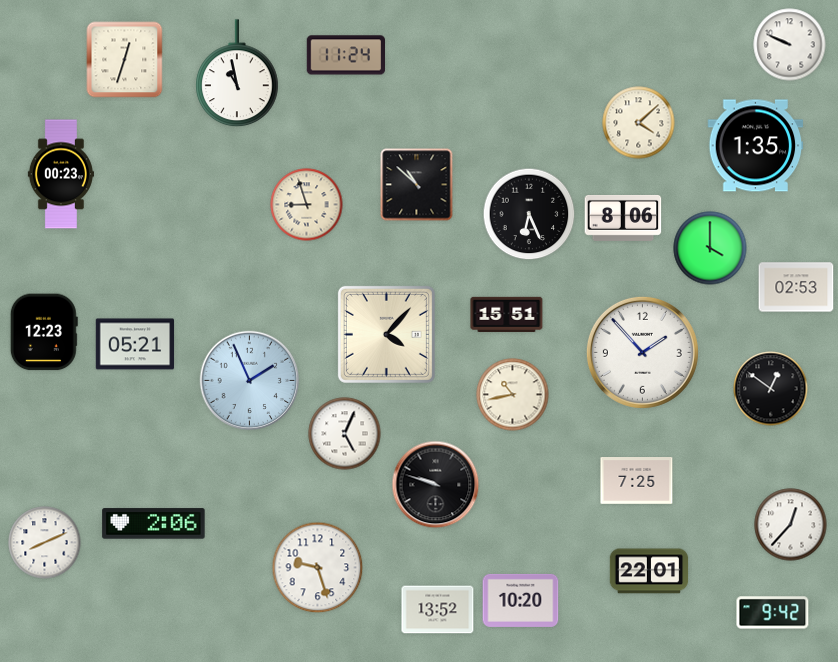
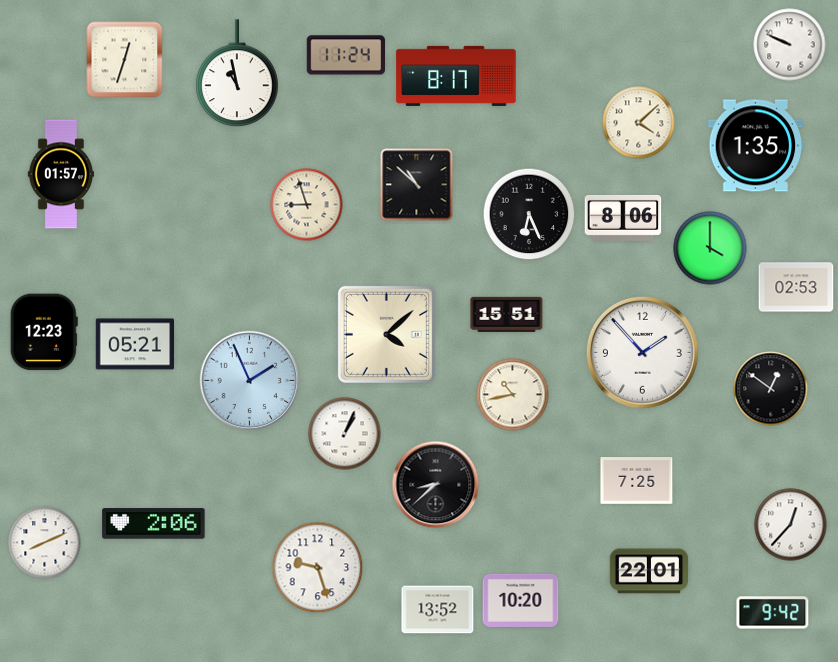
clock at (456, 76): none -> 8:17
clock at (61, 174): 00:23 -> 01:57
clock at (386, 334): 4:07 -> 4:08
clock at (345, 434): 5:04 -> 1:04
clock at (436, 485): 9:48 -> 8:38
